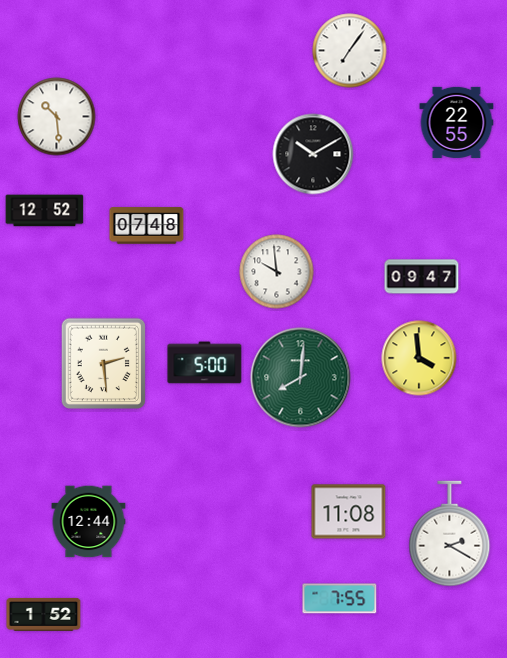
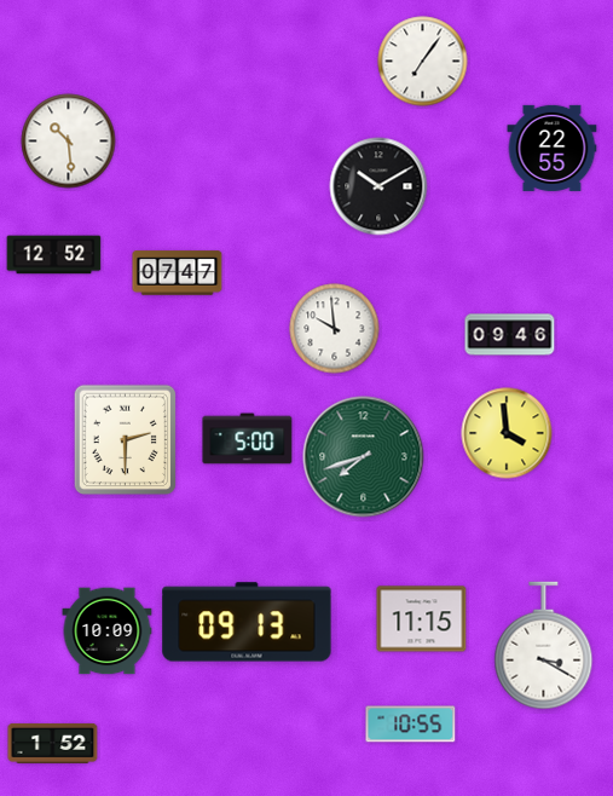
clock at (147, 226): 07:48 -> 07:47
clock at (422, 277): 09:47 -> 09:46
clock at (103, 364): 2:29 -> 2:30
clock at (301, 378): 8:01 -> 7:42
clock at (349, 512): 11:08 -> 11:15
clock at (247, 622): none -> 09:13
clock at (89, 522): 12:44 -> 10:09
clock at (450, 534): 2:20 -> 3:20
clock at (340, 599): 7:55 -> 10:55
